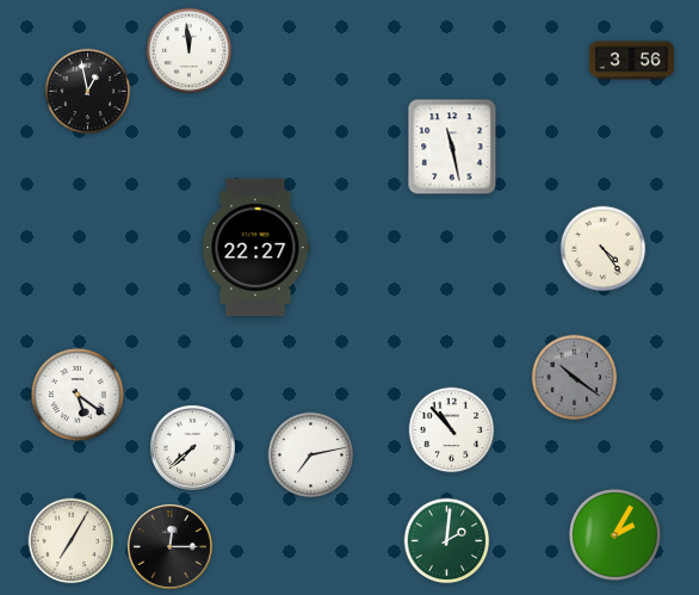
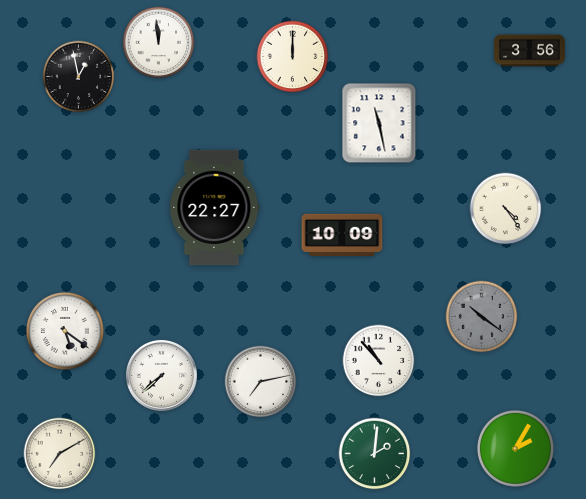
clock at (293, 57): none -> 12:00
clock at (88, 92) position: (88, 92) -> (79, 77)
clock at (342, 234): none -> 10:09
clock at (72, 541): 7:05 -> 7:10
clock at (169, 546): 12:15 -> none
